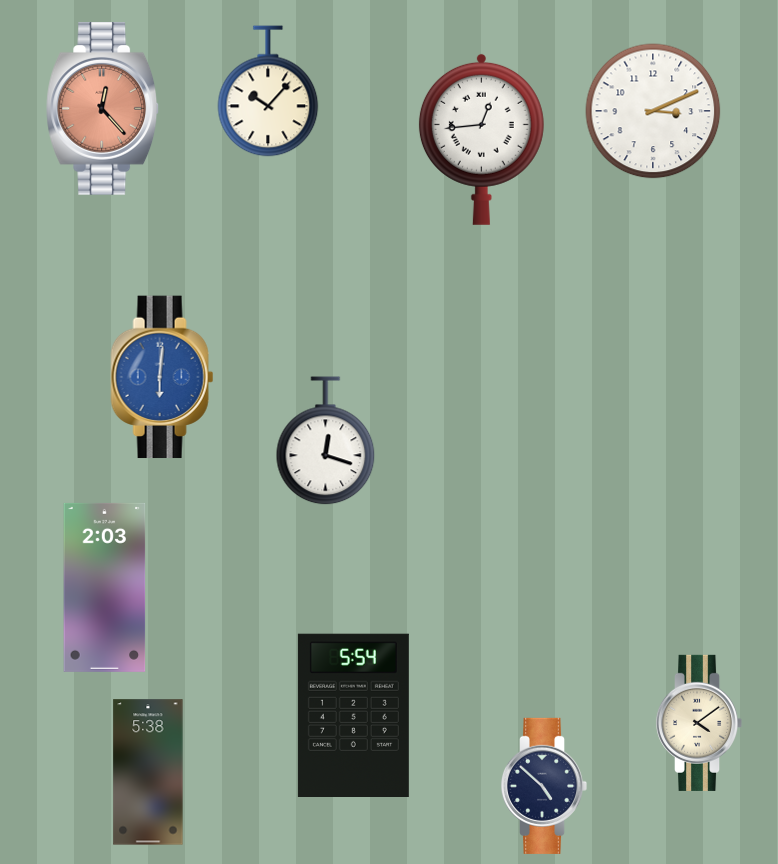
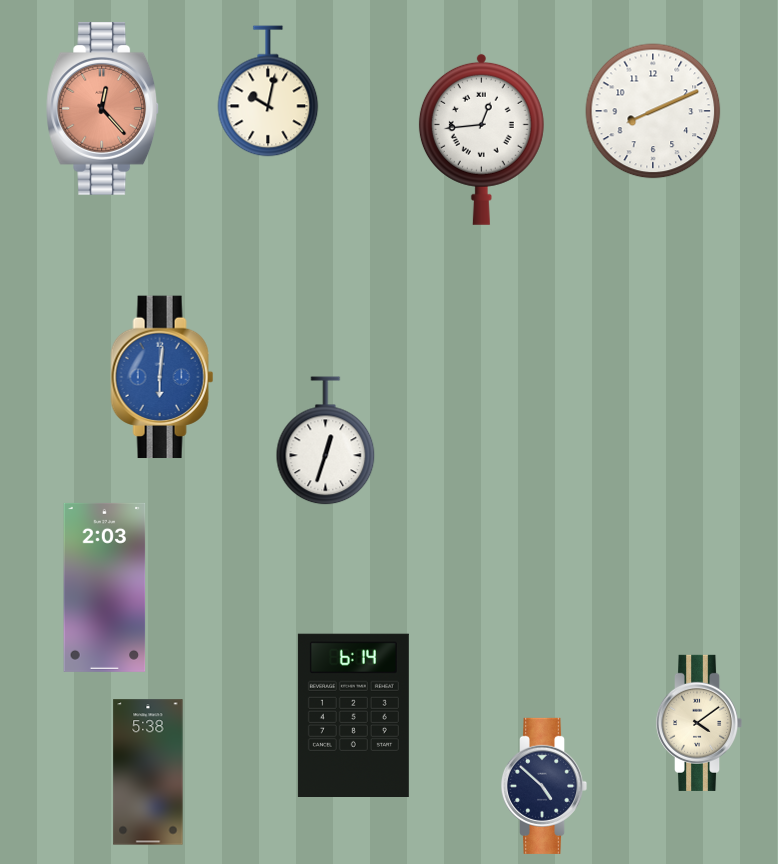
clock at (268, 91): 10:07 -> 10:02
clock at (653, 111): 3:11 -> 8:11
clock at (326, 441): 12:18 -> 12:33
clock at (353, 715): 5:54 -> 6:14
